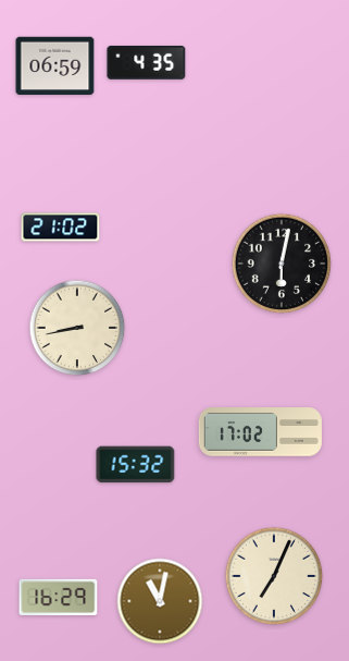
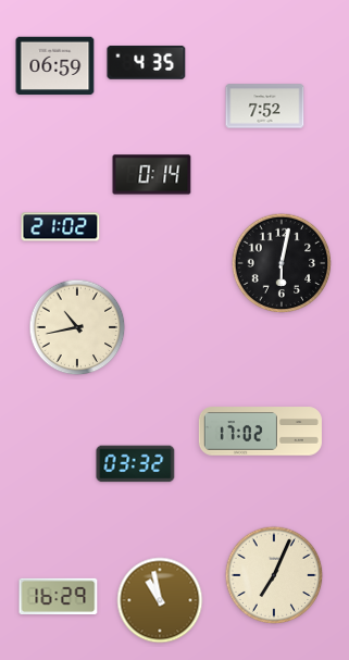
clock at (265, 107): none -> 7:52
clock at (152, 175): none -> 0:14
clock at (77, 328): 8:43 -> 10:43
clock at (136, 465): 15:32 -> 03:32
clock at (160, 601): 11:02 -> 10:58
